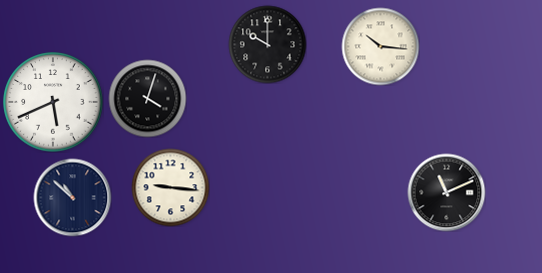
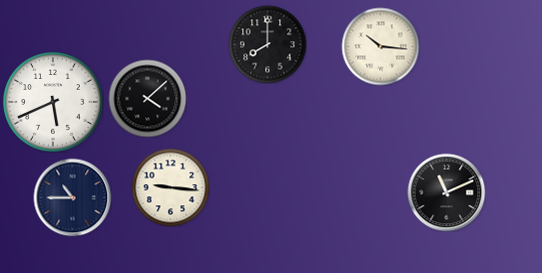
clock at (267, 44): 10:00 -> 8:00
clock at (147, 98): 4:03 -> 4:08
clock at (72, 197): 10:52 -> 10:45
